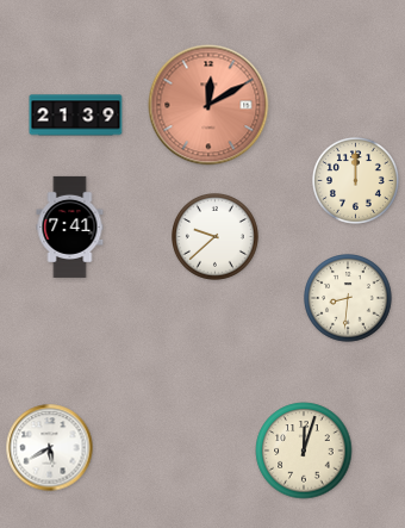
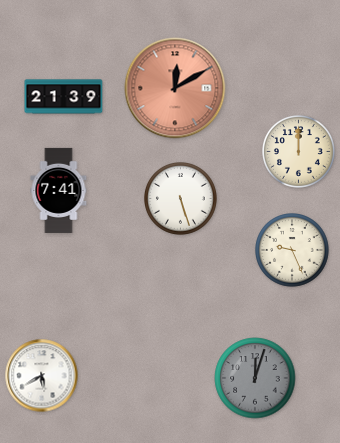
clock at (216, 237): 9:38 -> 5:27
clock at (349, 299): 8:31 -> 9:26
clock at (304, 451) dial: cream -> grey
